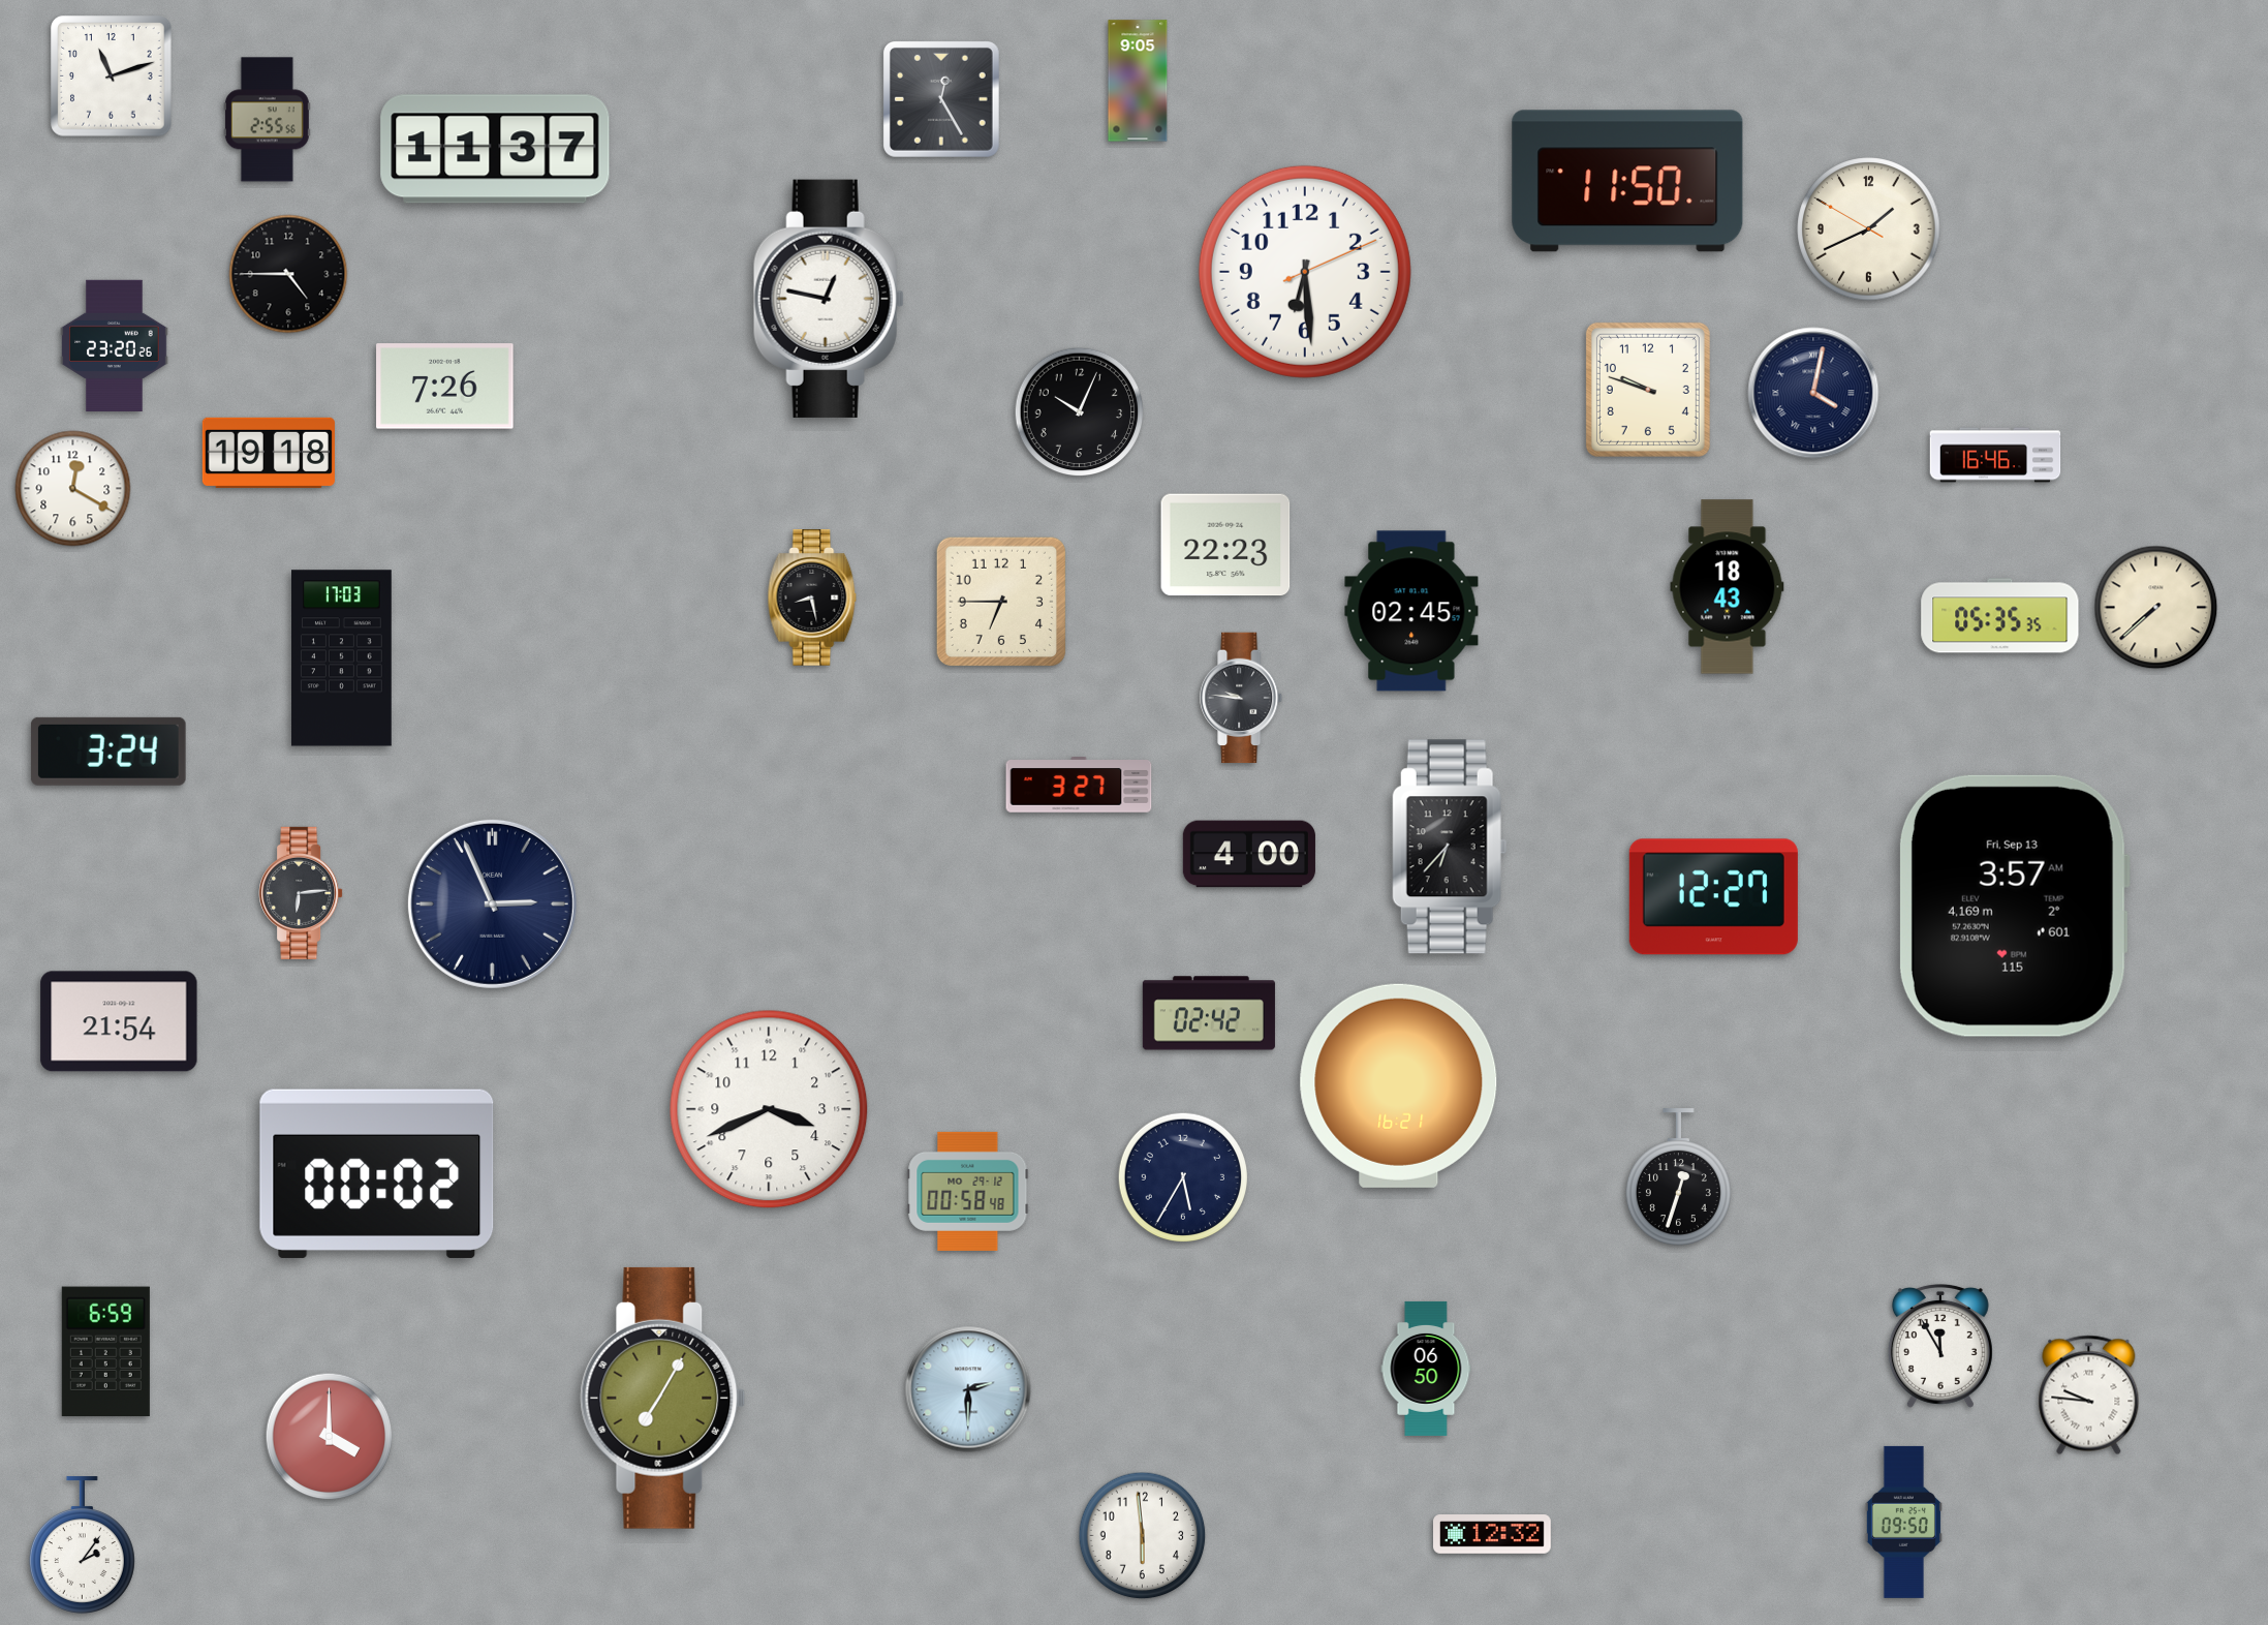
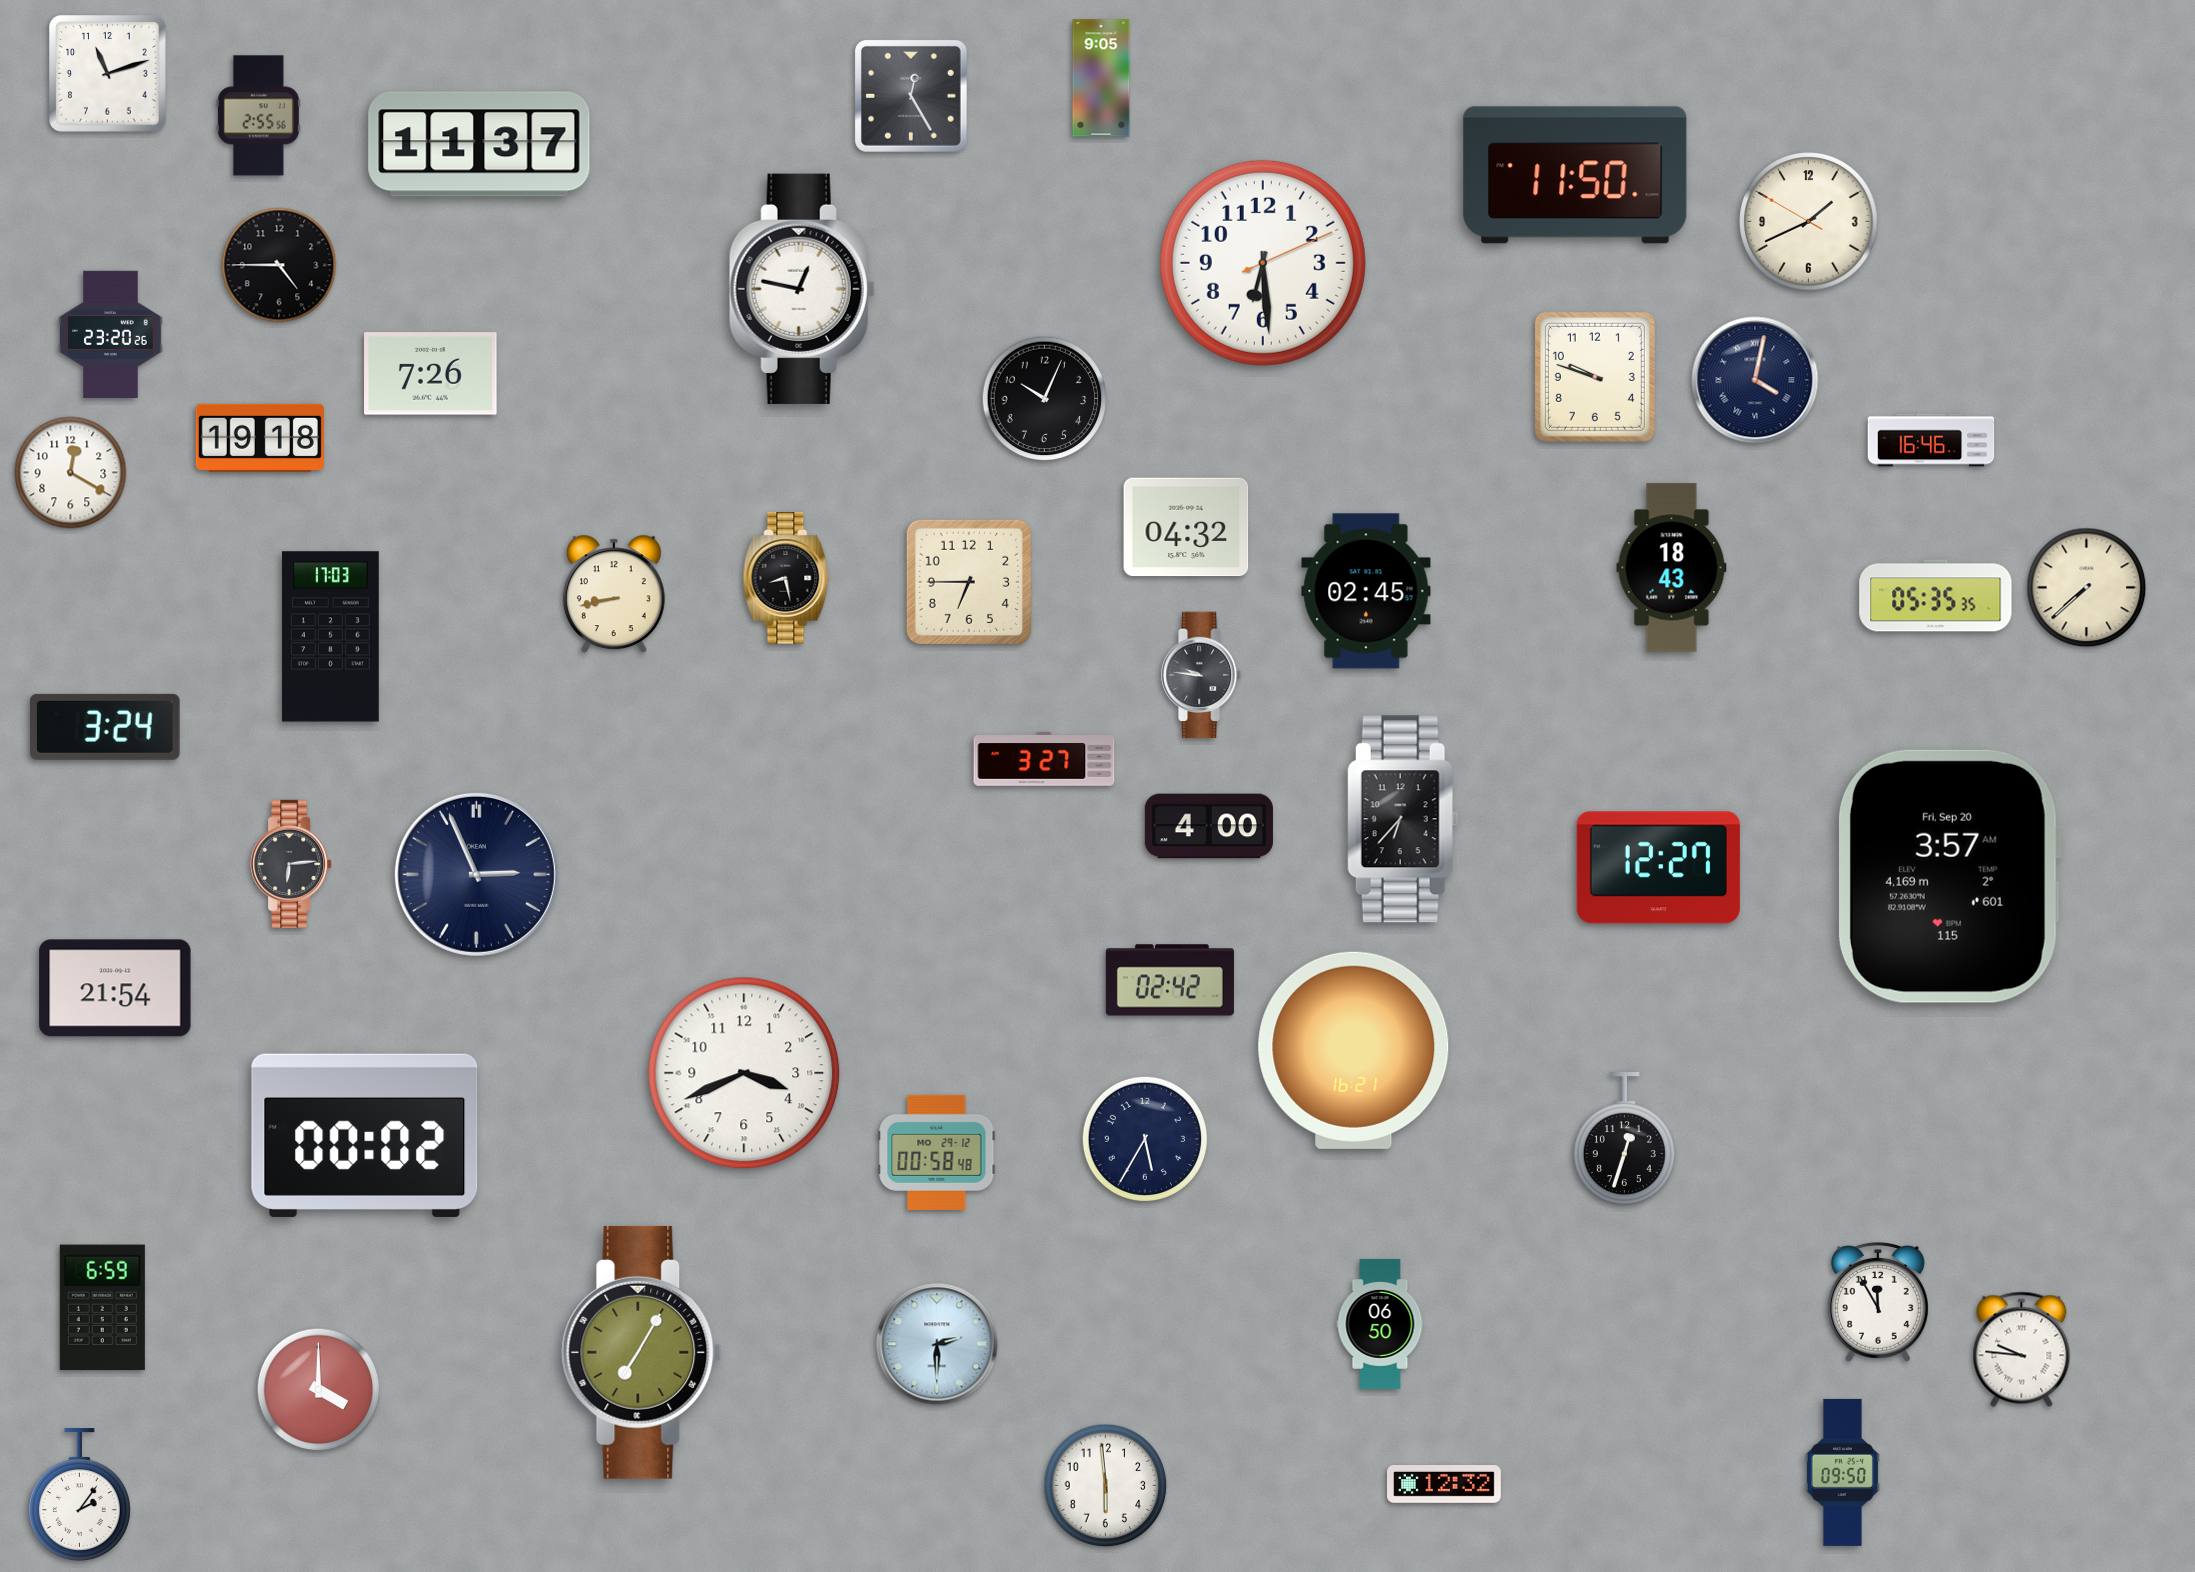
clock at (1225, 545): 22:23 -> 04:32
clock at (614, 594): none -> 8:43
clock at (2014, 906) date: Fri, Sep 13 -> Fri, Sep 20
